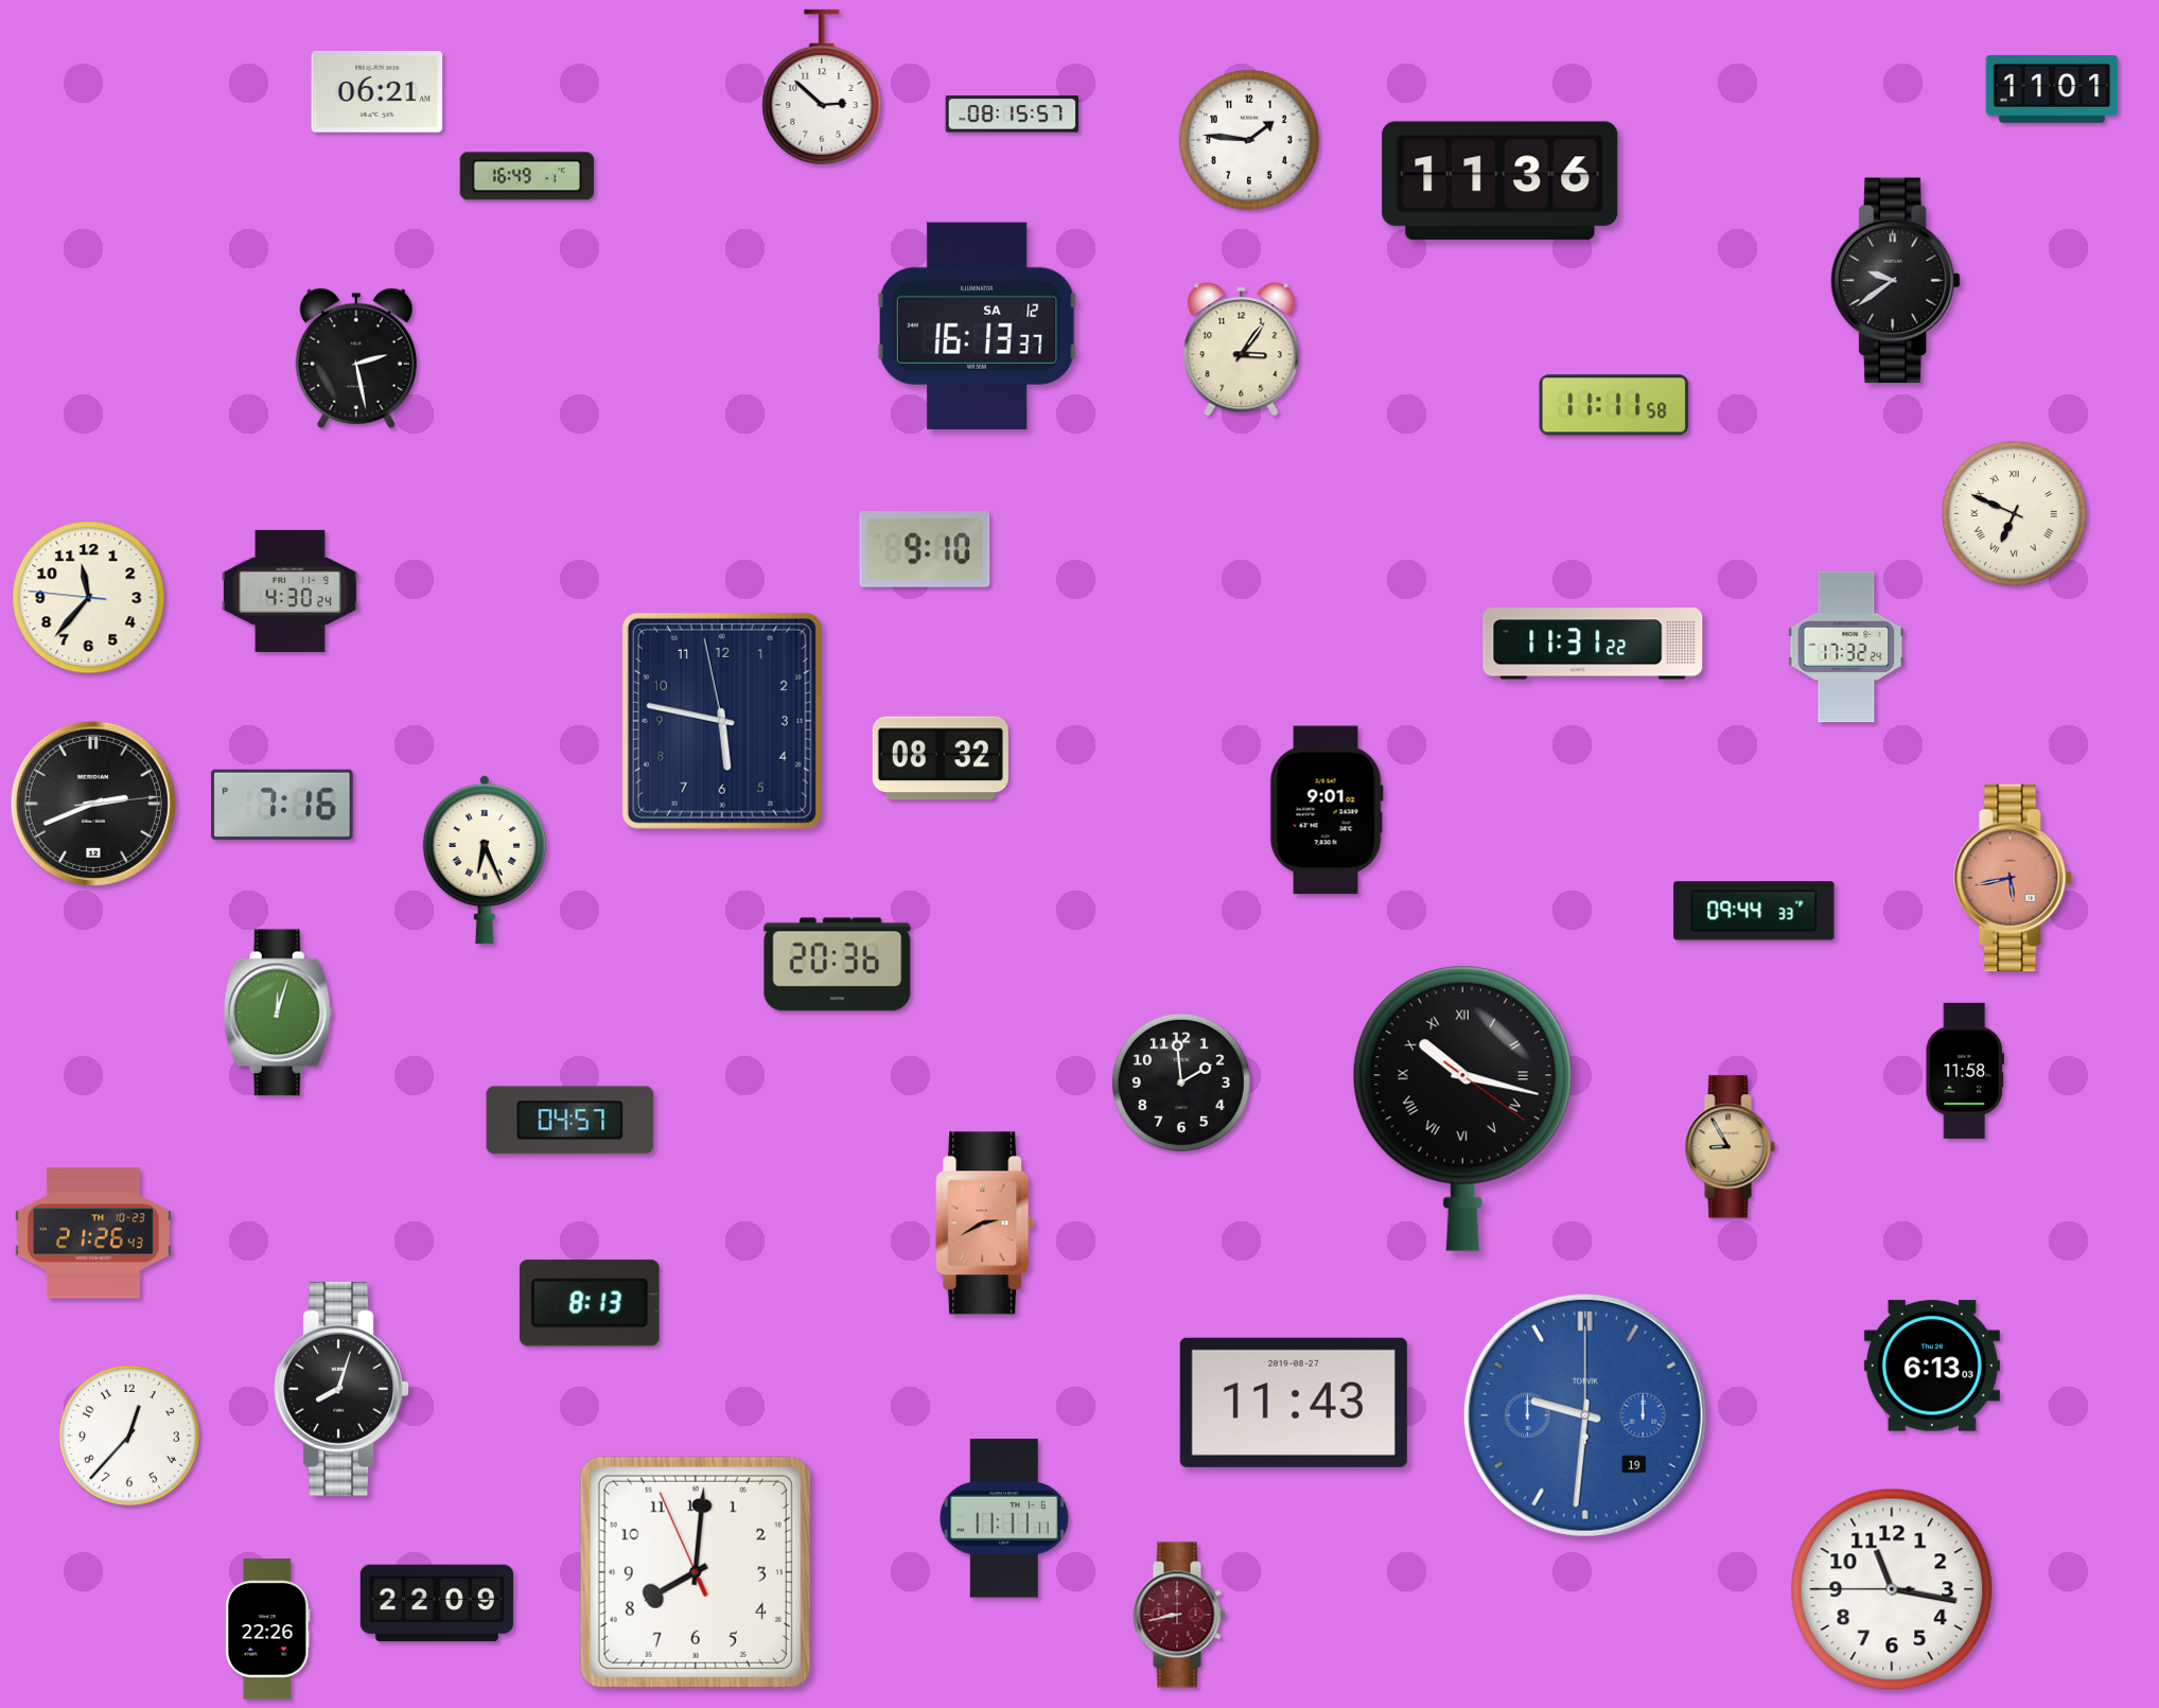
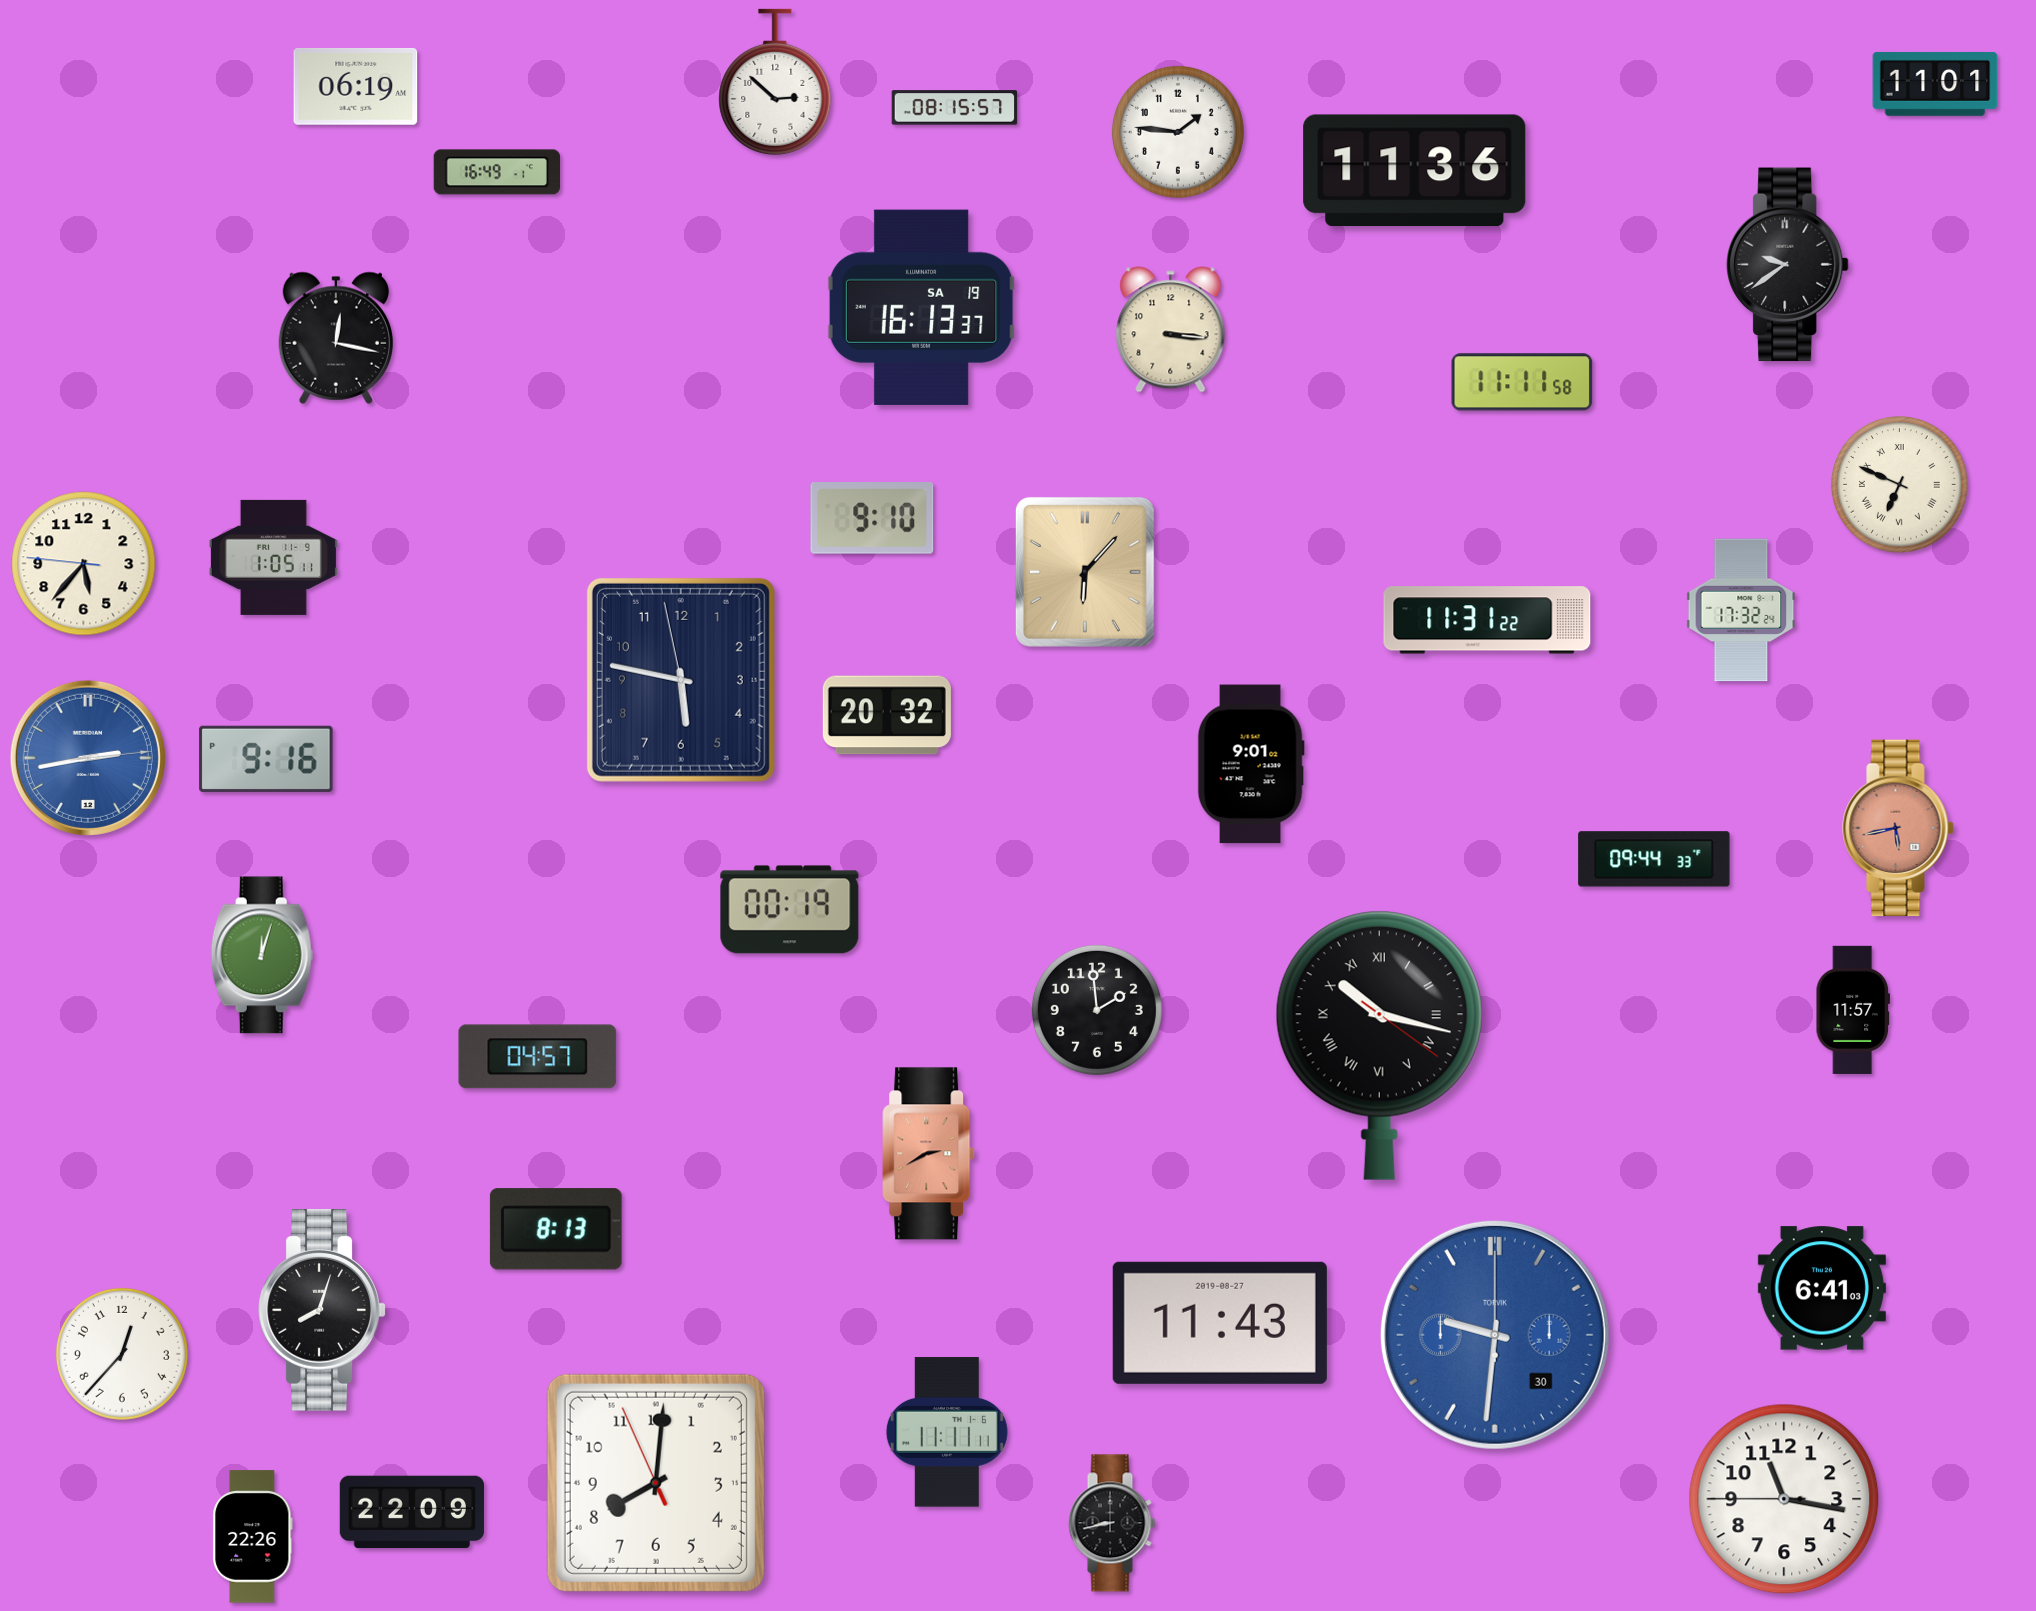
clock at (378, 92): 06:21 -> 06:19
clock at (526, 176) position: (526, 176) -> (496, 172)
clock at (978, 325) date: SA 12 -> SA 19
clock at (1242, 350): 3:06 -> 3:16
clock at (356, 358): 2:28 -> 12:17
clock at (289, 591): 4:30 -> 1:05
clock at (89, 598): 11:36 -> 5:36
clock at (1085, 572): none -> 6:07
clock at (1593, 644) position: (1593, 644) -> (1487, 620)
clock at (941, 758): 08:32 -> 20:32
clock at (93, 804): 2:41 -> 2:43
clock at (93, 804) dial: black -> blue
clock at (282, 805): 7:16 -> 9:16
clock at (484, 860): 6:26 -> none
clock at (838, 965): 20:36 -> 00:19
clock at (1964, 1071): 11:58 -> 11:57
clock at (1181, 1082) position: (1181, 1082) -> (1097, 1010)
clock at (1730, 1147): 8:55 -> none
clock at (93, 1233): 21:26 -> none
clock at (1932, 1366): 6:13 -> 6:41
clock at (1585, 1415) date: 19 -> 30
clock at (1179, 1615) dial: burgundy -> black
